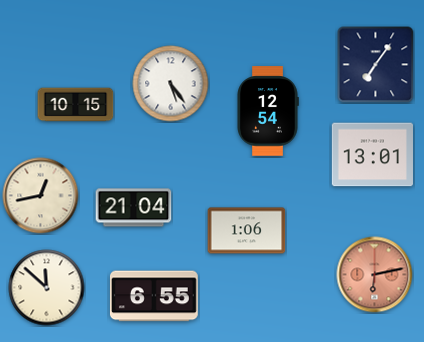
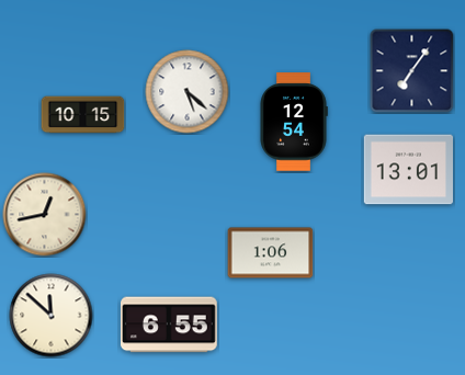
clock at (171, 84): 5:24 -> 5:22
clock at (134, 208): 21:04 -> none
clock at (375, 275): 6:13 -> none
